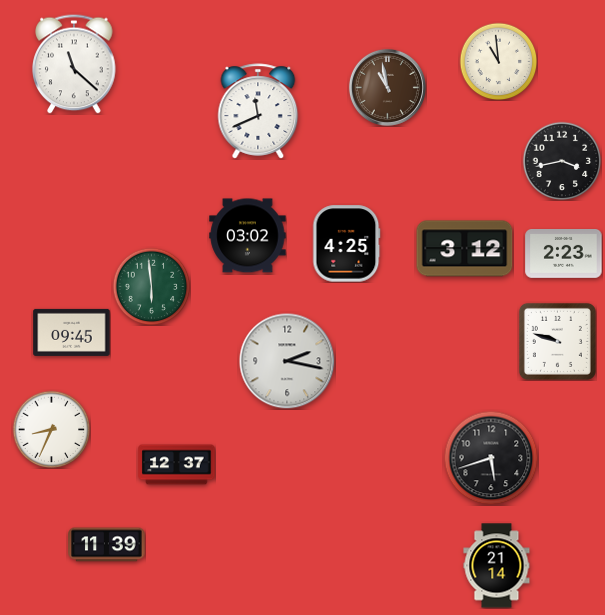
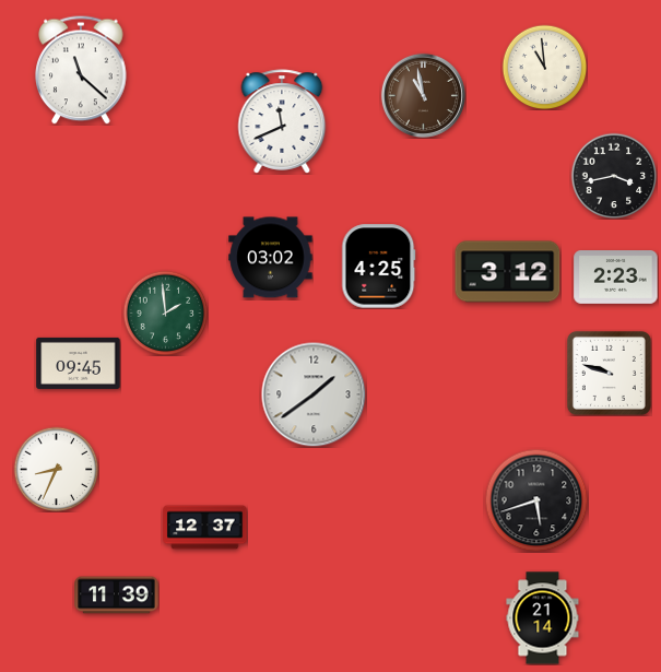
clock at (151, 286): 5:59 -> 1:59
clock at (287, 361): 2:17 -> 1:39
clock at (177, 465) position: (177, 465) -> (205, 528)
